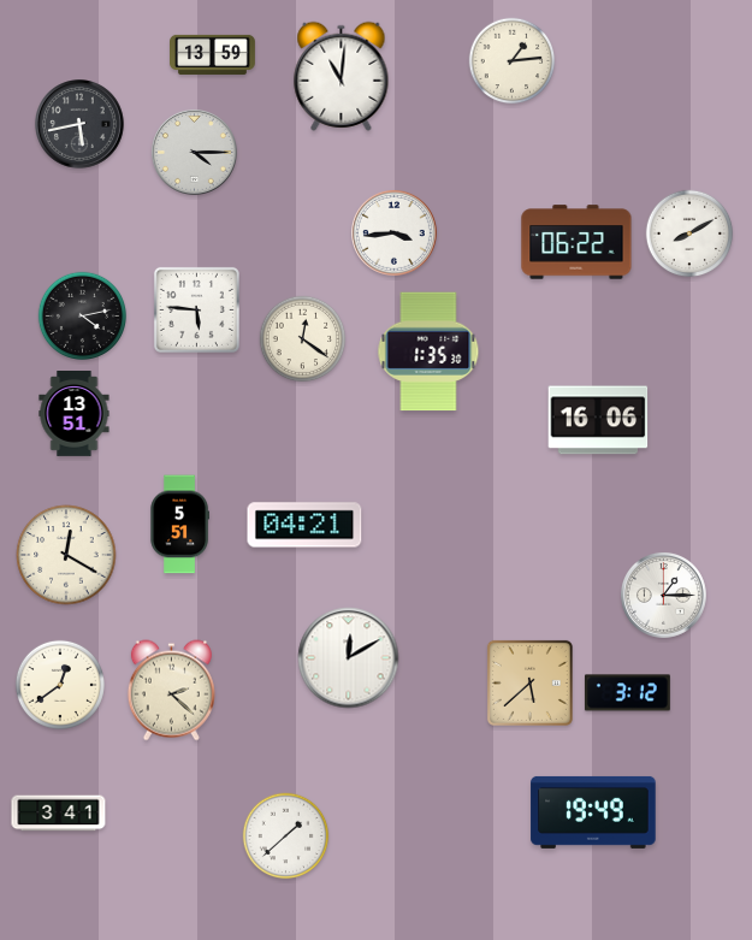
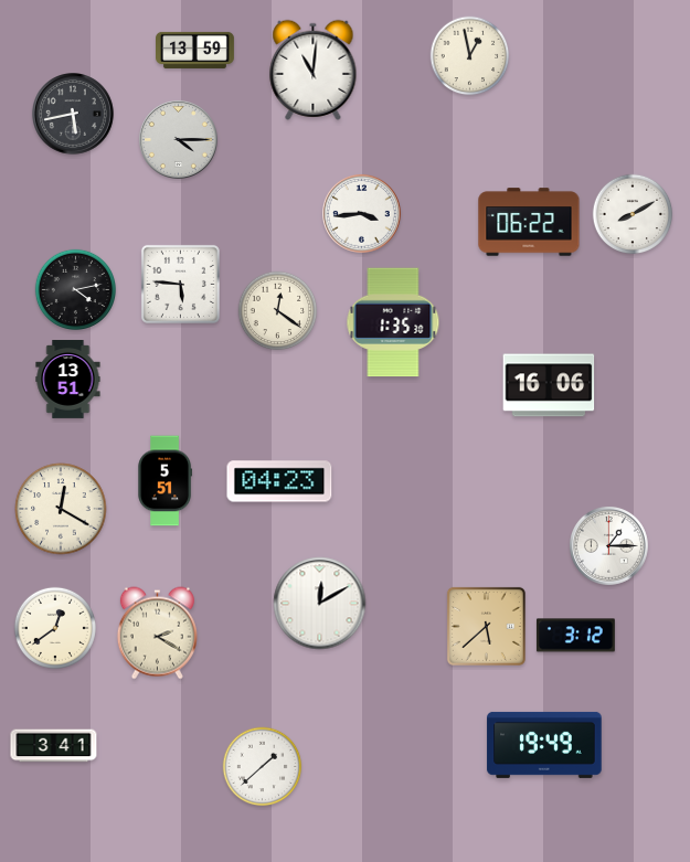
clock at (513, 61): 1:14 -> 12:58
clock at (304, 525): 04:21 -> 04:23
clock at (171, 691): 2:22 -> 2:20
